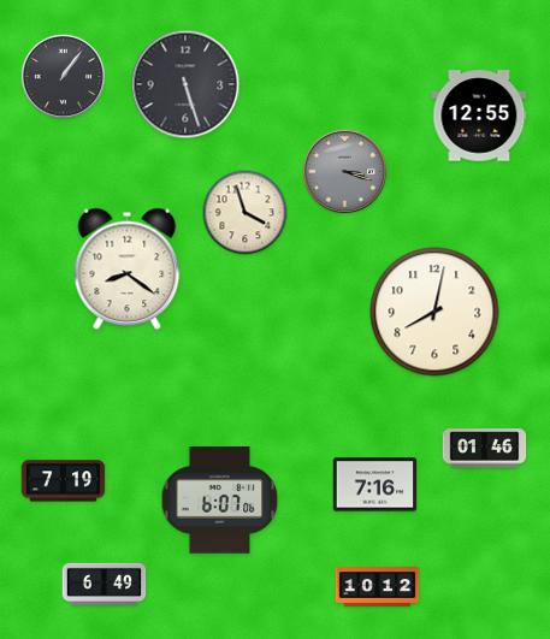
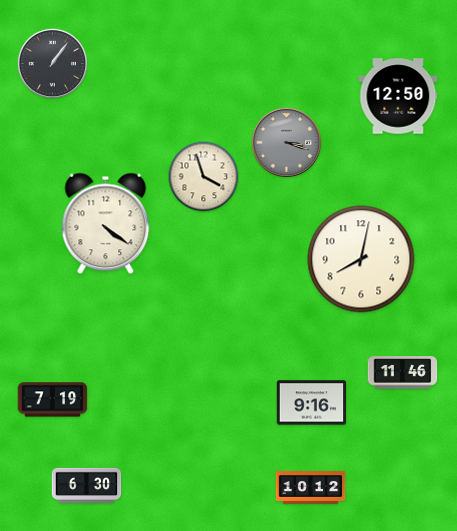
clock at (185, 84): 5:27 -> none
clock at (479, 116): 12:55 -> 12:50
clock at (128, 270): 8:21 -> 4:21
clock at (485, 449): 01:46 -> 11:46
clock at (375, 485): 7:16 -> 9:16
clock at (220, 501): 6:07 -> none
clock at (105, 584): 6:49 -> 6:30
clock at (378, 587) position: (378, 587) -> (311, 488)
